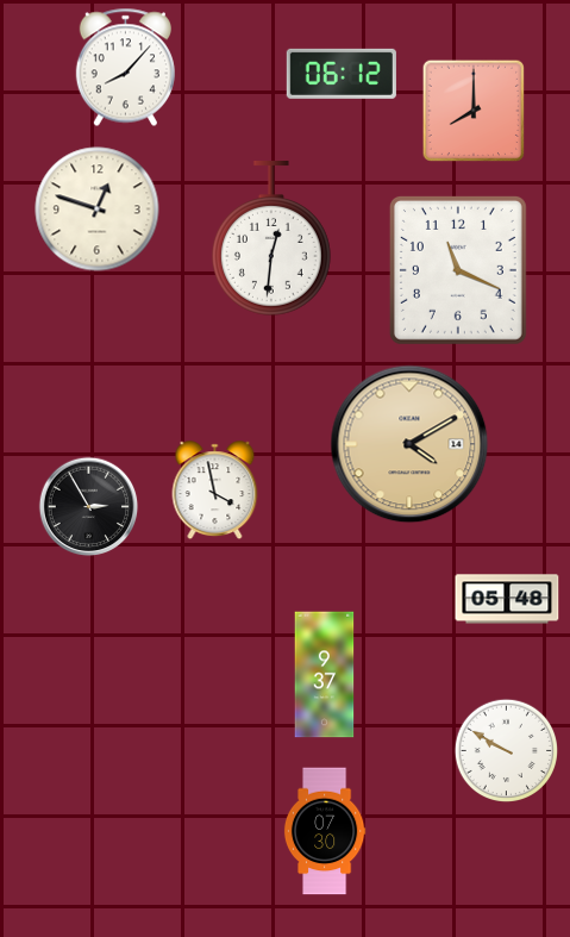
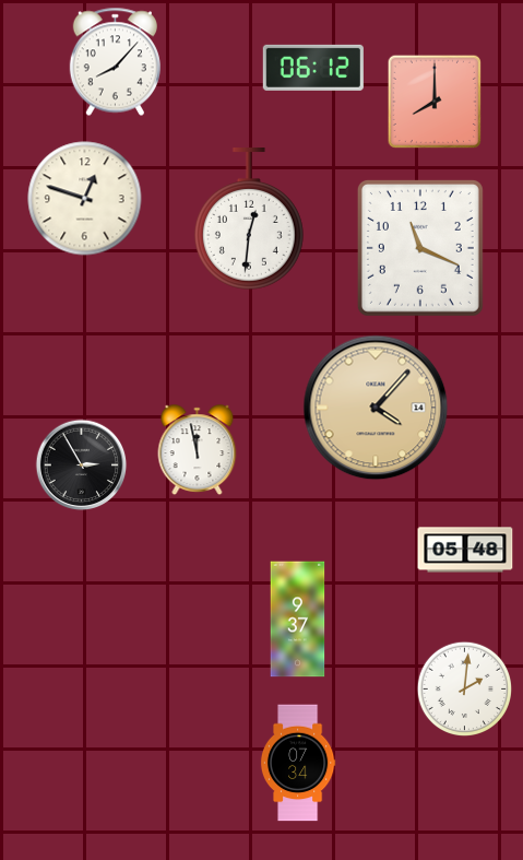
clock at (98, 210) position: (98, 210) -> (85, 199)
clock at (409, 444): 4:10 -> 4:07
clock at (215, 491): 3:58 -> 11:58
clock at (507, 751): 9:50 -> 2:01
clock at (325, 831): 07:30 -> 07:34
